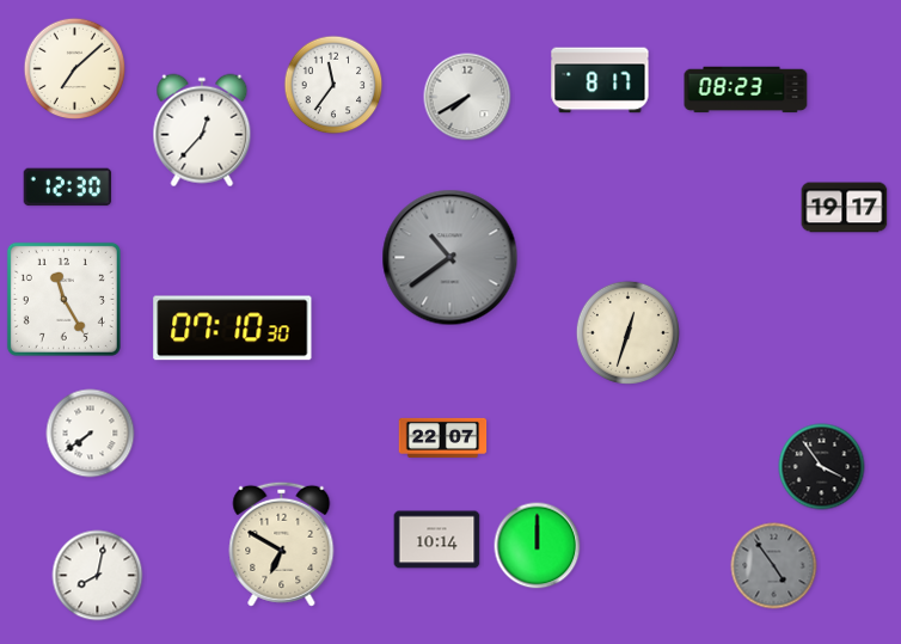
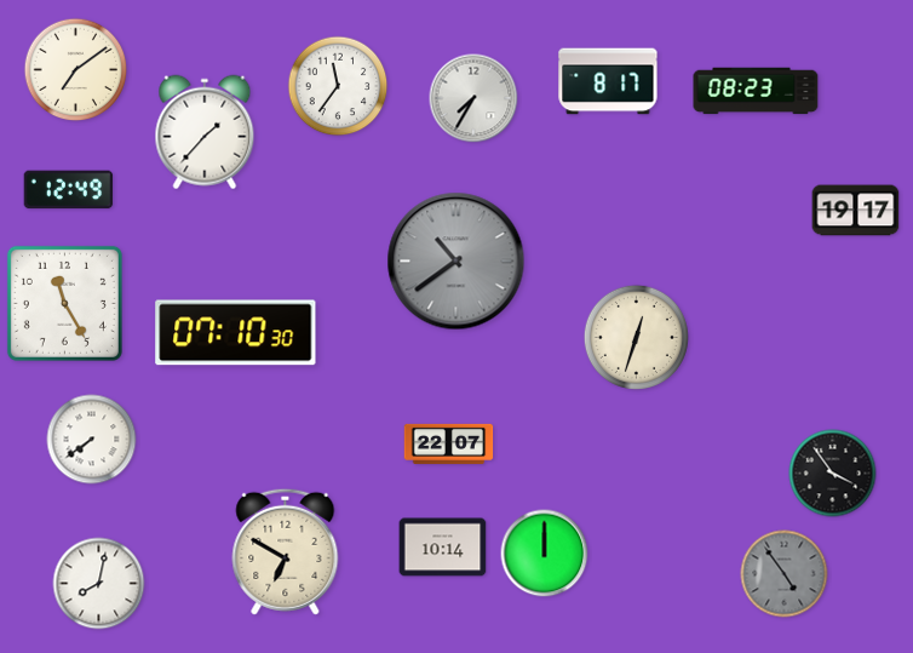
clock at (75, 69): 7:08 -> 7:09
clock at (467, 97): 7:40 -> 7:35
clock at (202, 130): 12:37 -> 1:37
clock at (68, 188): 12:30 -> 12:49
